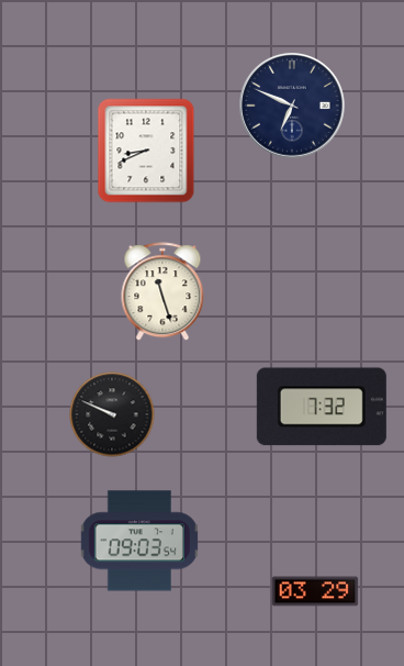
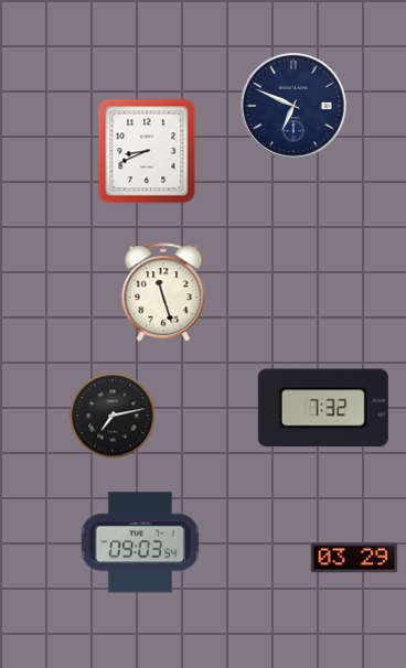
clock at (112, 414): 9:49 -> 7:13
clock at (315, 591) position: (315, 591) -> (354, 558)
